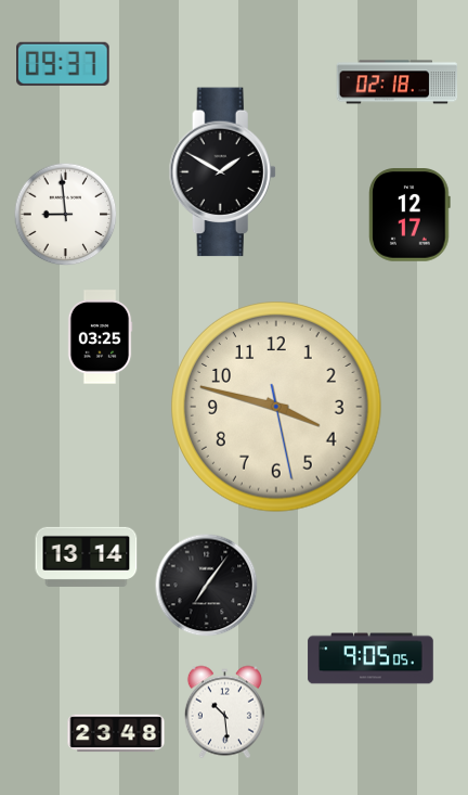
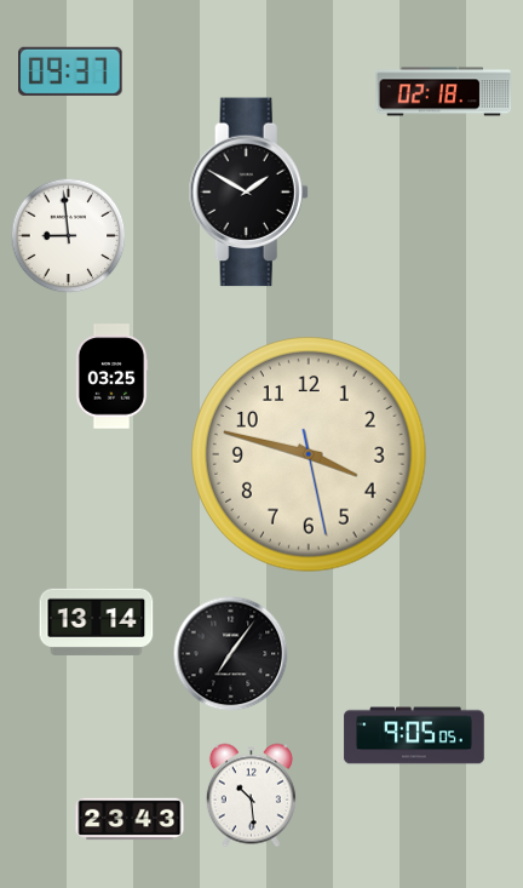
clock at (66, 215) position: (66, 215) -> (69, 236)
clock at (409, 215): 12:17 -> none
clock at (116, 733): 23:48 -> 23:43
